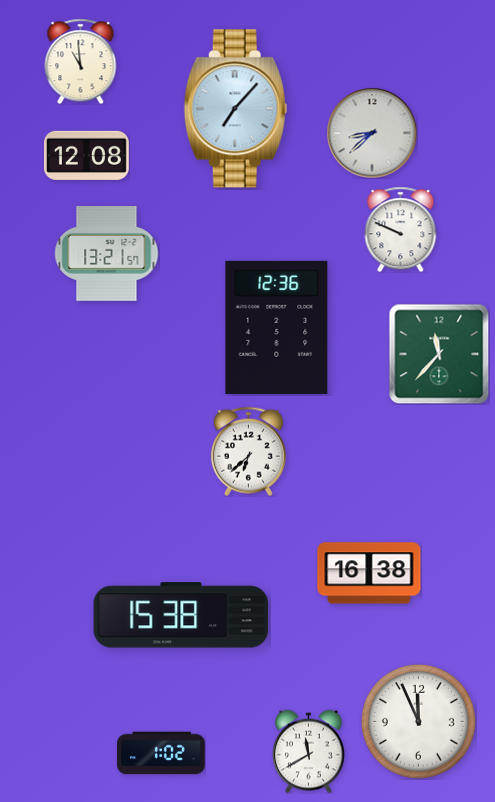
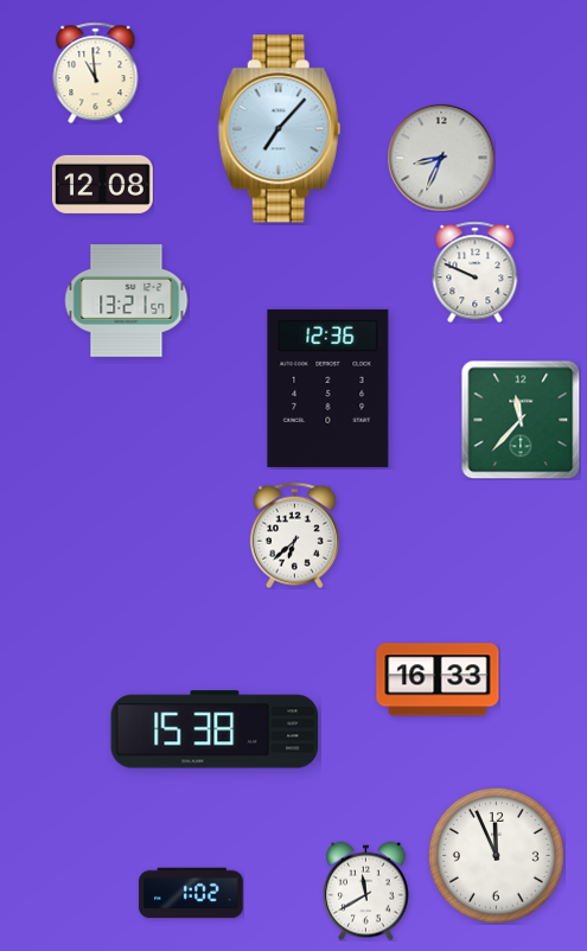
clock at (372, 133): 8:38 -> 8:34
clock at (369, 573): 16:38 -> 16:33
